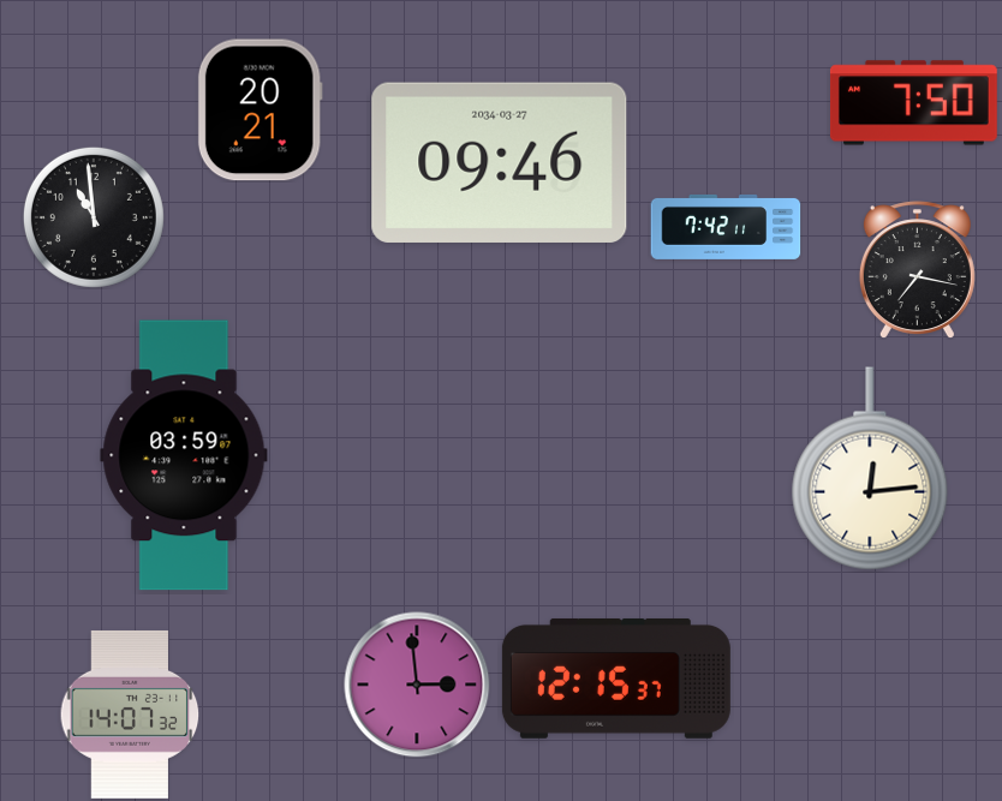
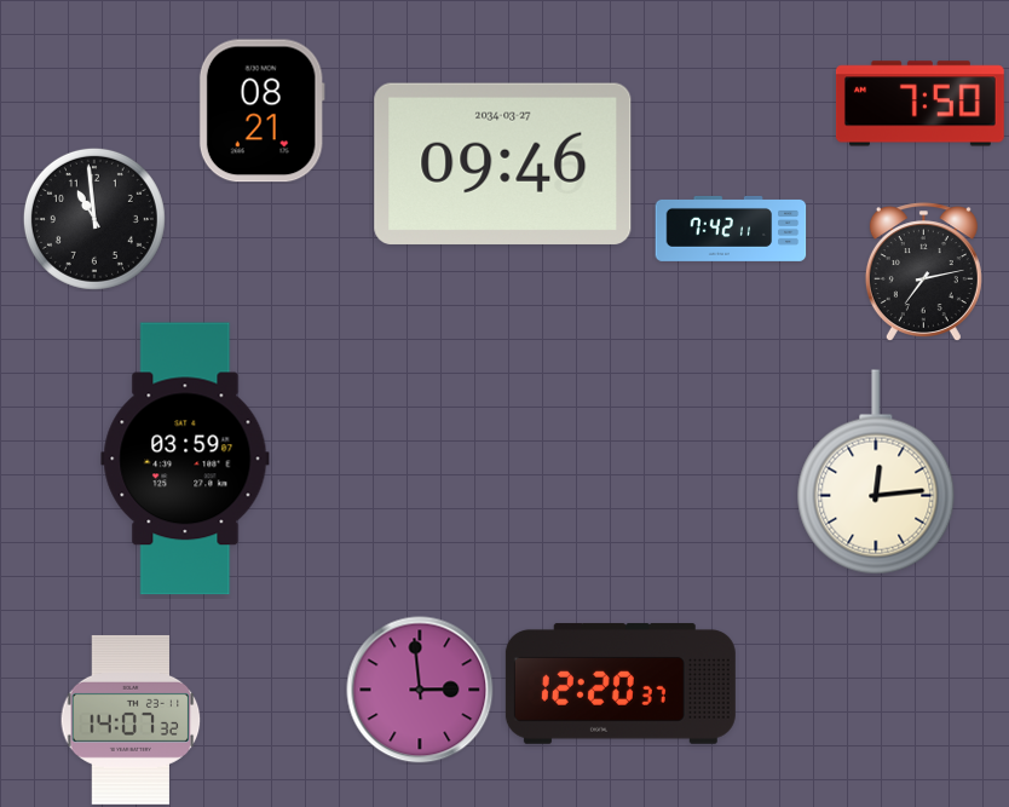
clock at (260, 110): 20:21 -> 08:21
clock at (917, 269): 7:17 -> 7:13
clock at (616, 679): 12:15 -> 12:20
